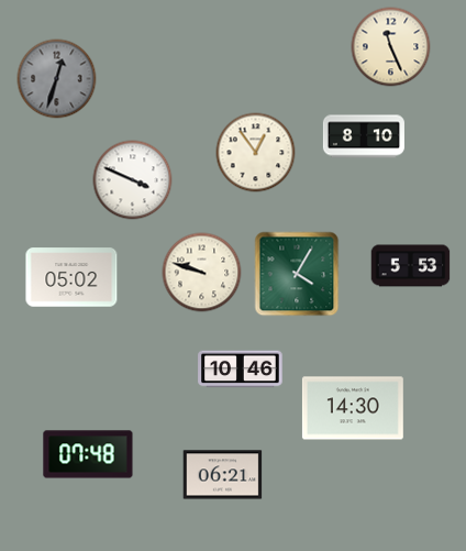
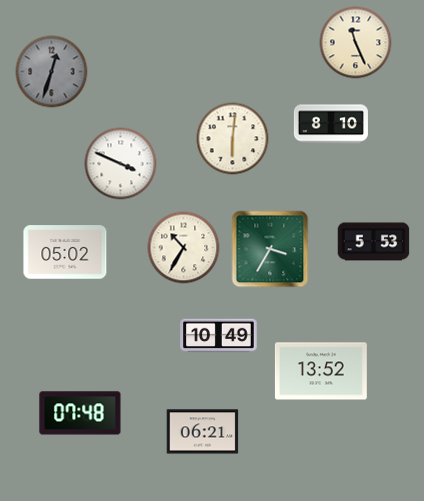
clock at (256, 153): 12:54 -> 6:01
clock at (202, 273): 9:48 -> 10:35
clock at (297, 274): 4:05 -> 3:35
clock at (241, 370): 10:46 -> 10:49
clock at (353, 408): 14:30 -> 13:52
